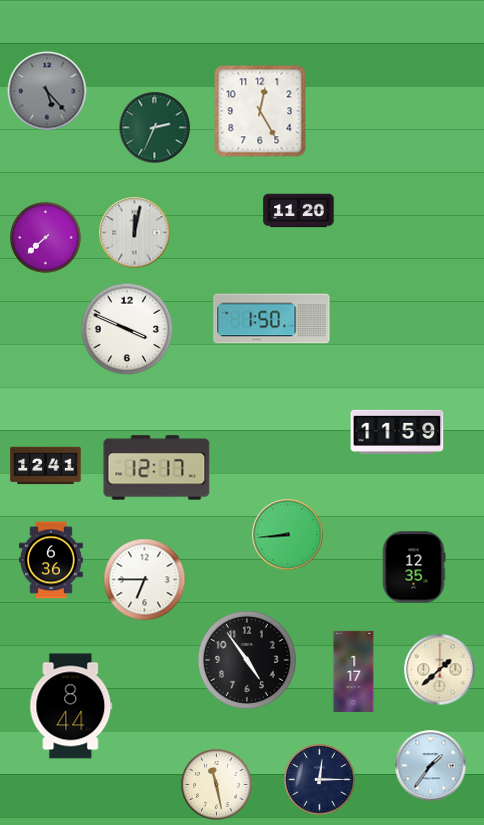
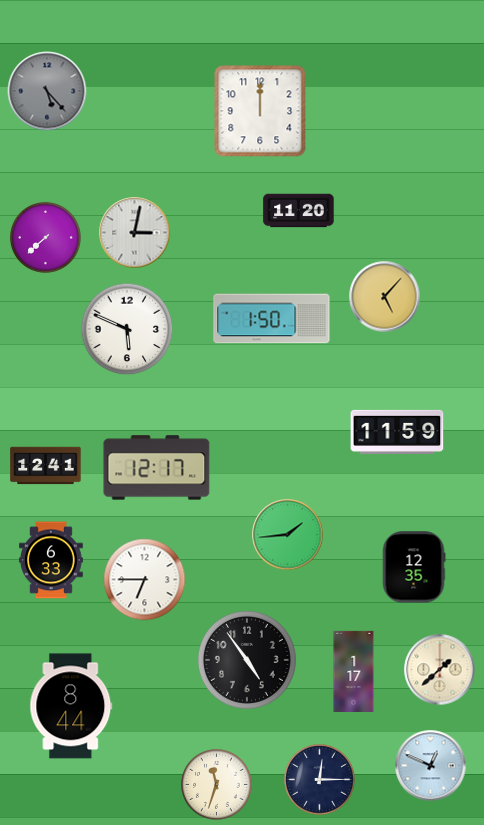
clock at (260, 111): 12:25 -> 12:00
clock at (155, 128): 2:34 -> none
clock at (135, 233): 12:02 -> 3:02
clock at (385, 297): none -> 5:07
clock at (127, 329): 3:49 -> 5:49
clock at (288, 535): 8:44 -> 1:44
clock at (52, 560): 6:36 -> 6:33
clock at (431, 766): 1:36 -> 12:49
clock at (216, 784): 11:28 -> 11:33
